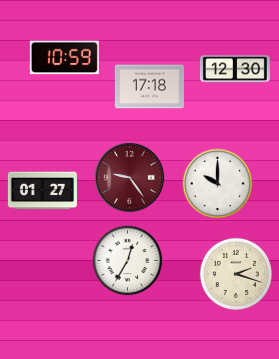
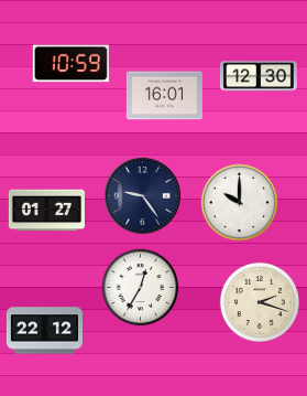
clock at (149, 87): 17:18 -> 16:01
clock at (129, 177) dial: burgundy -> navy
clock at (44, 331): none -> 22:12
